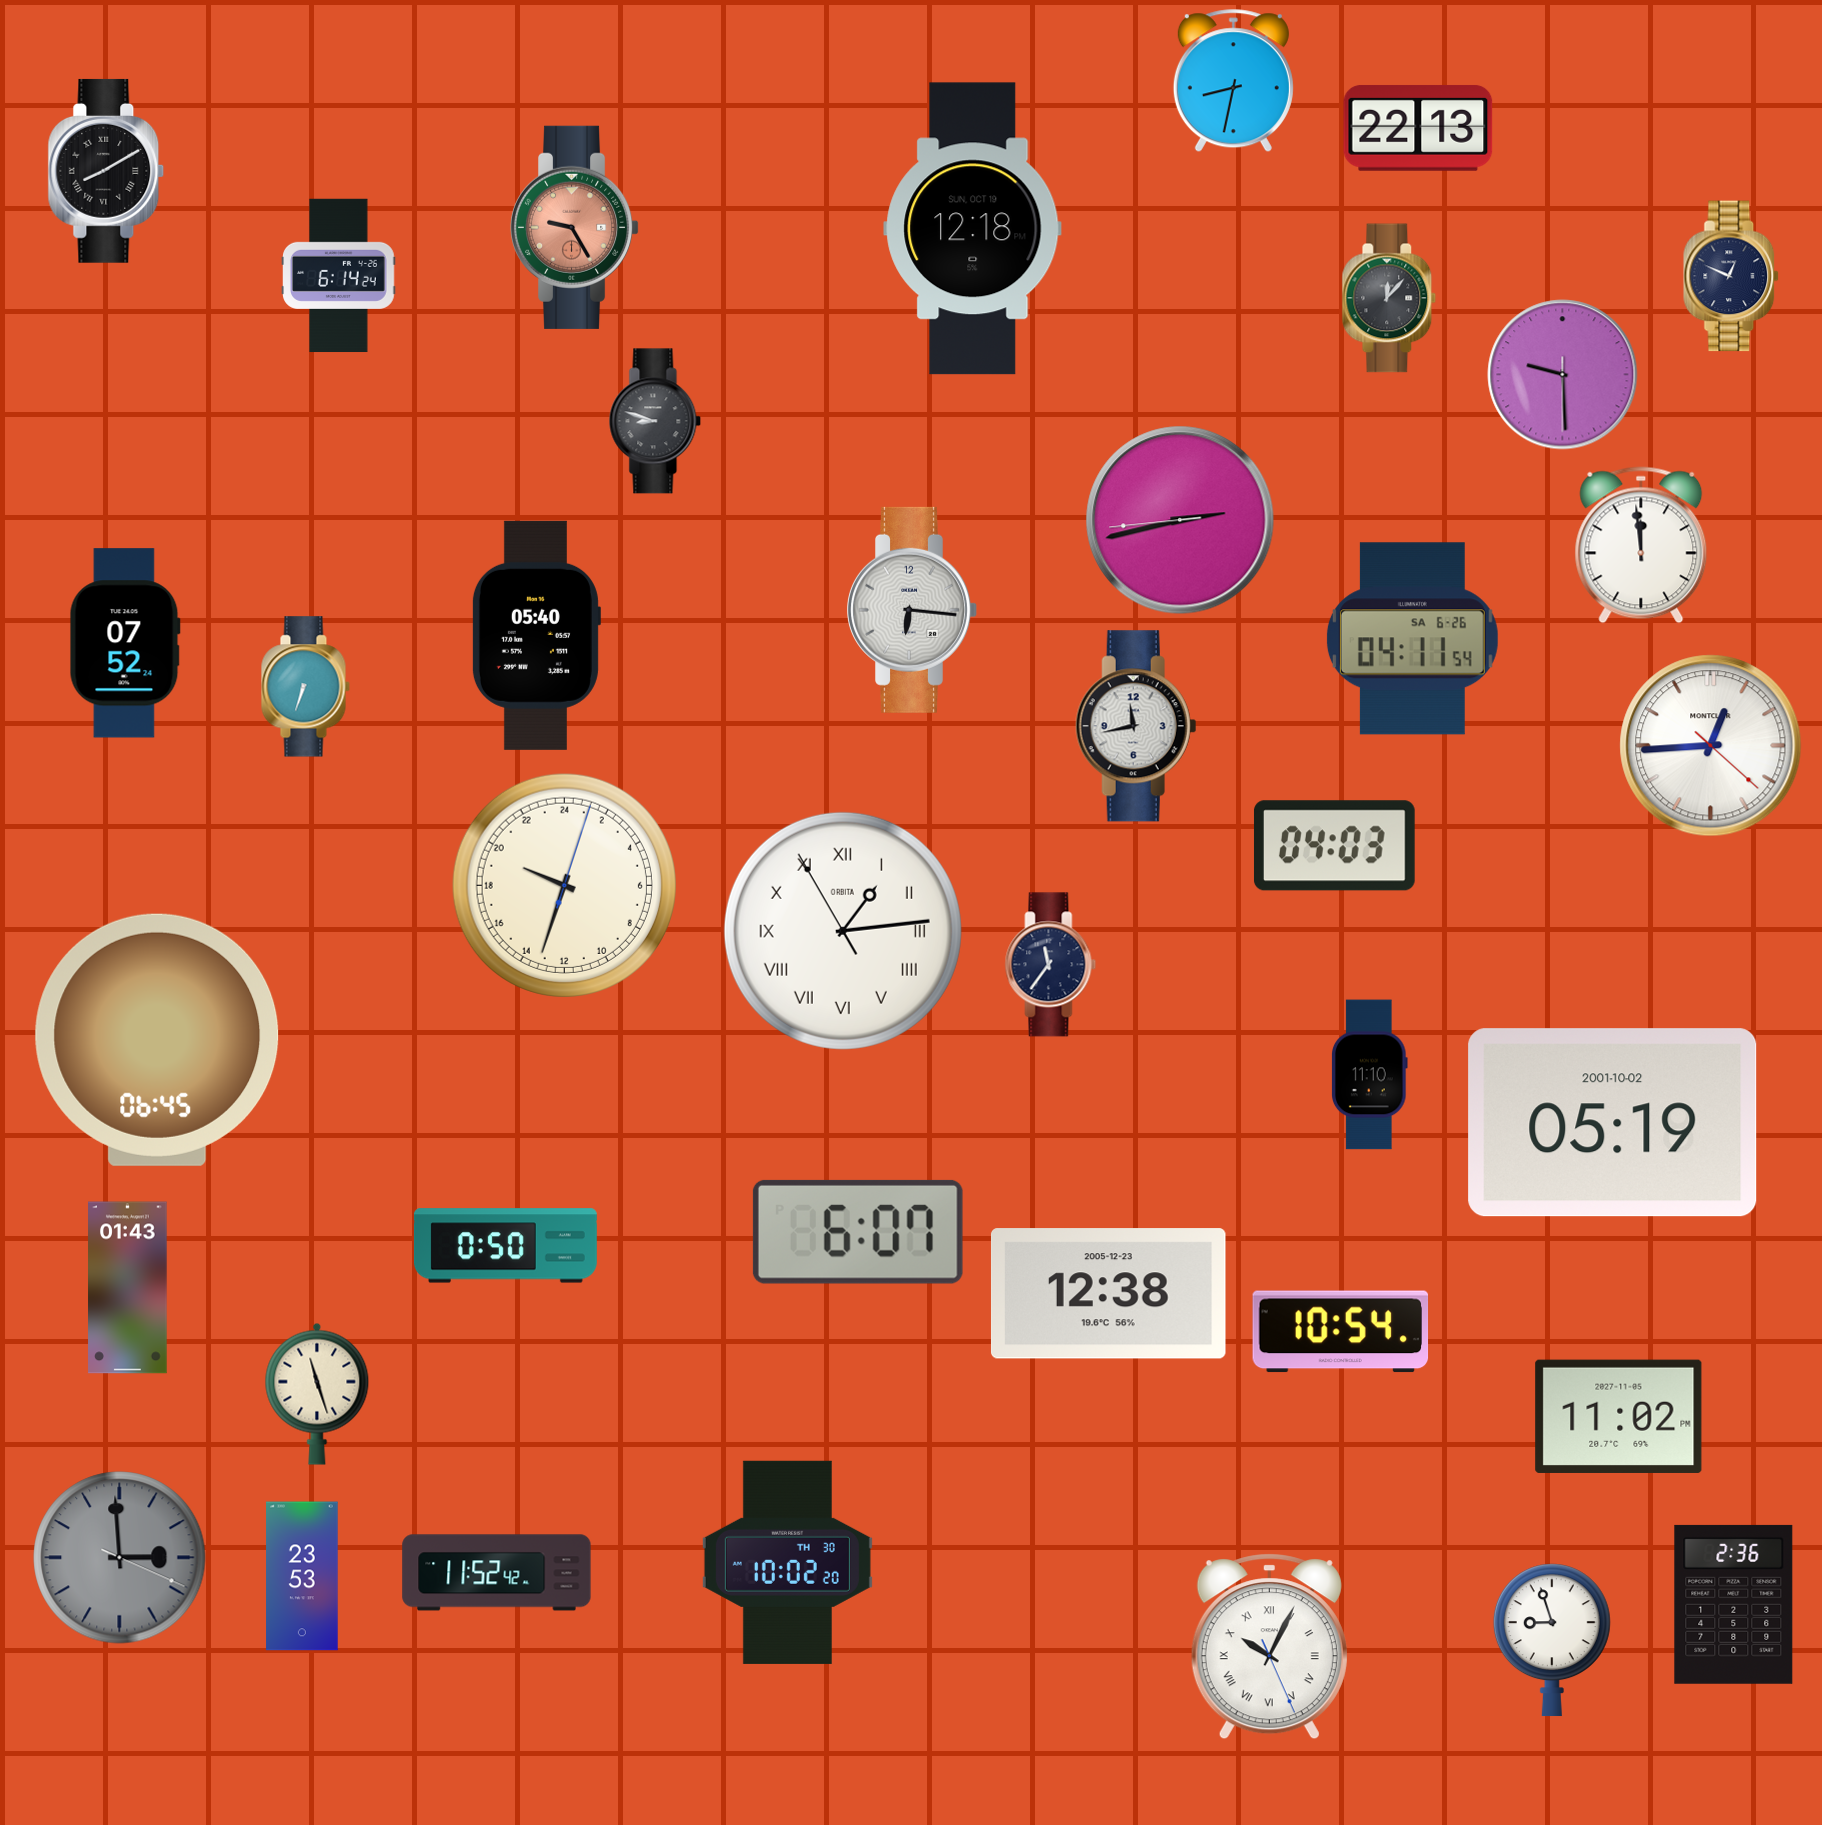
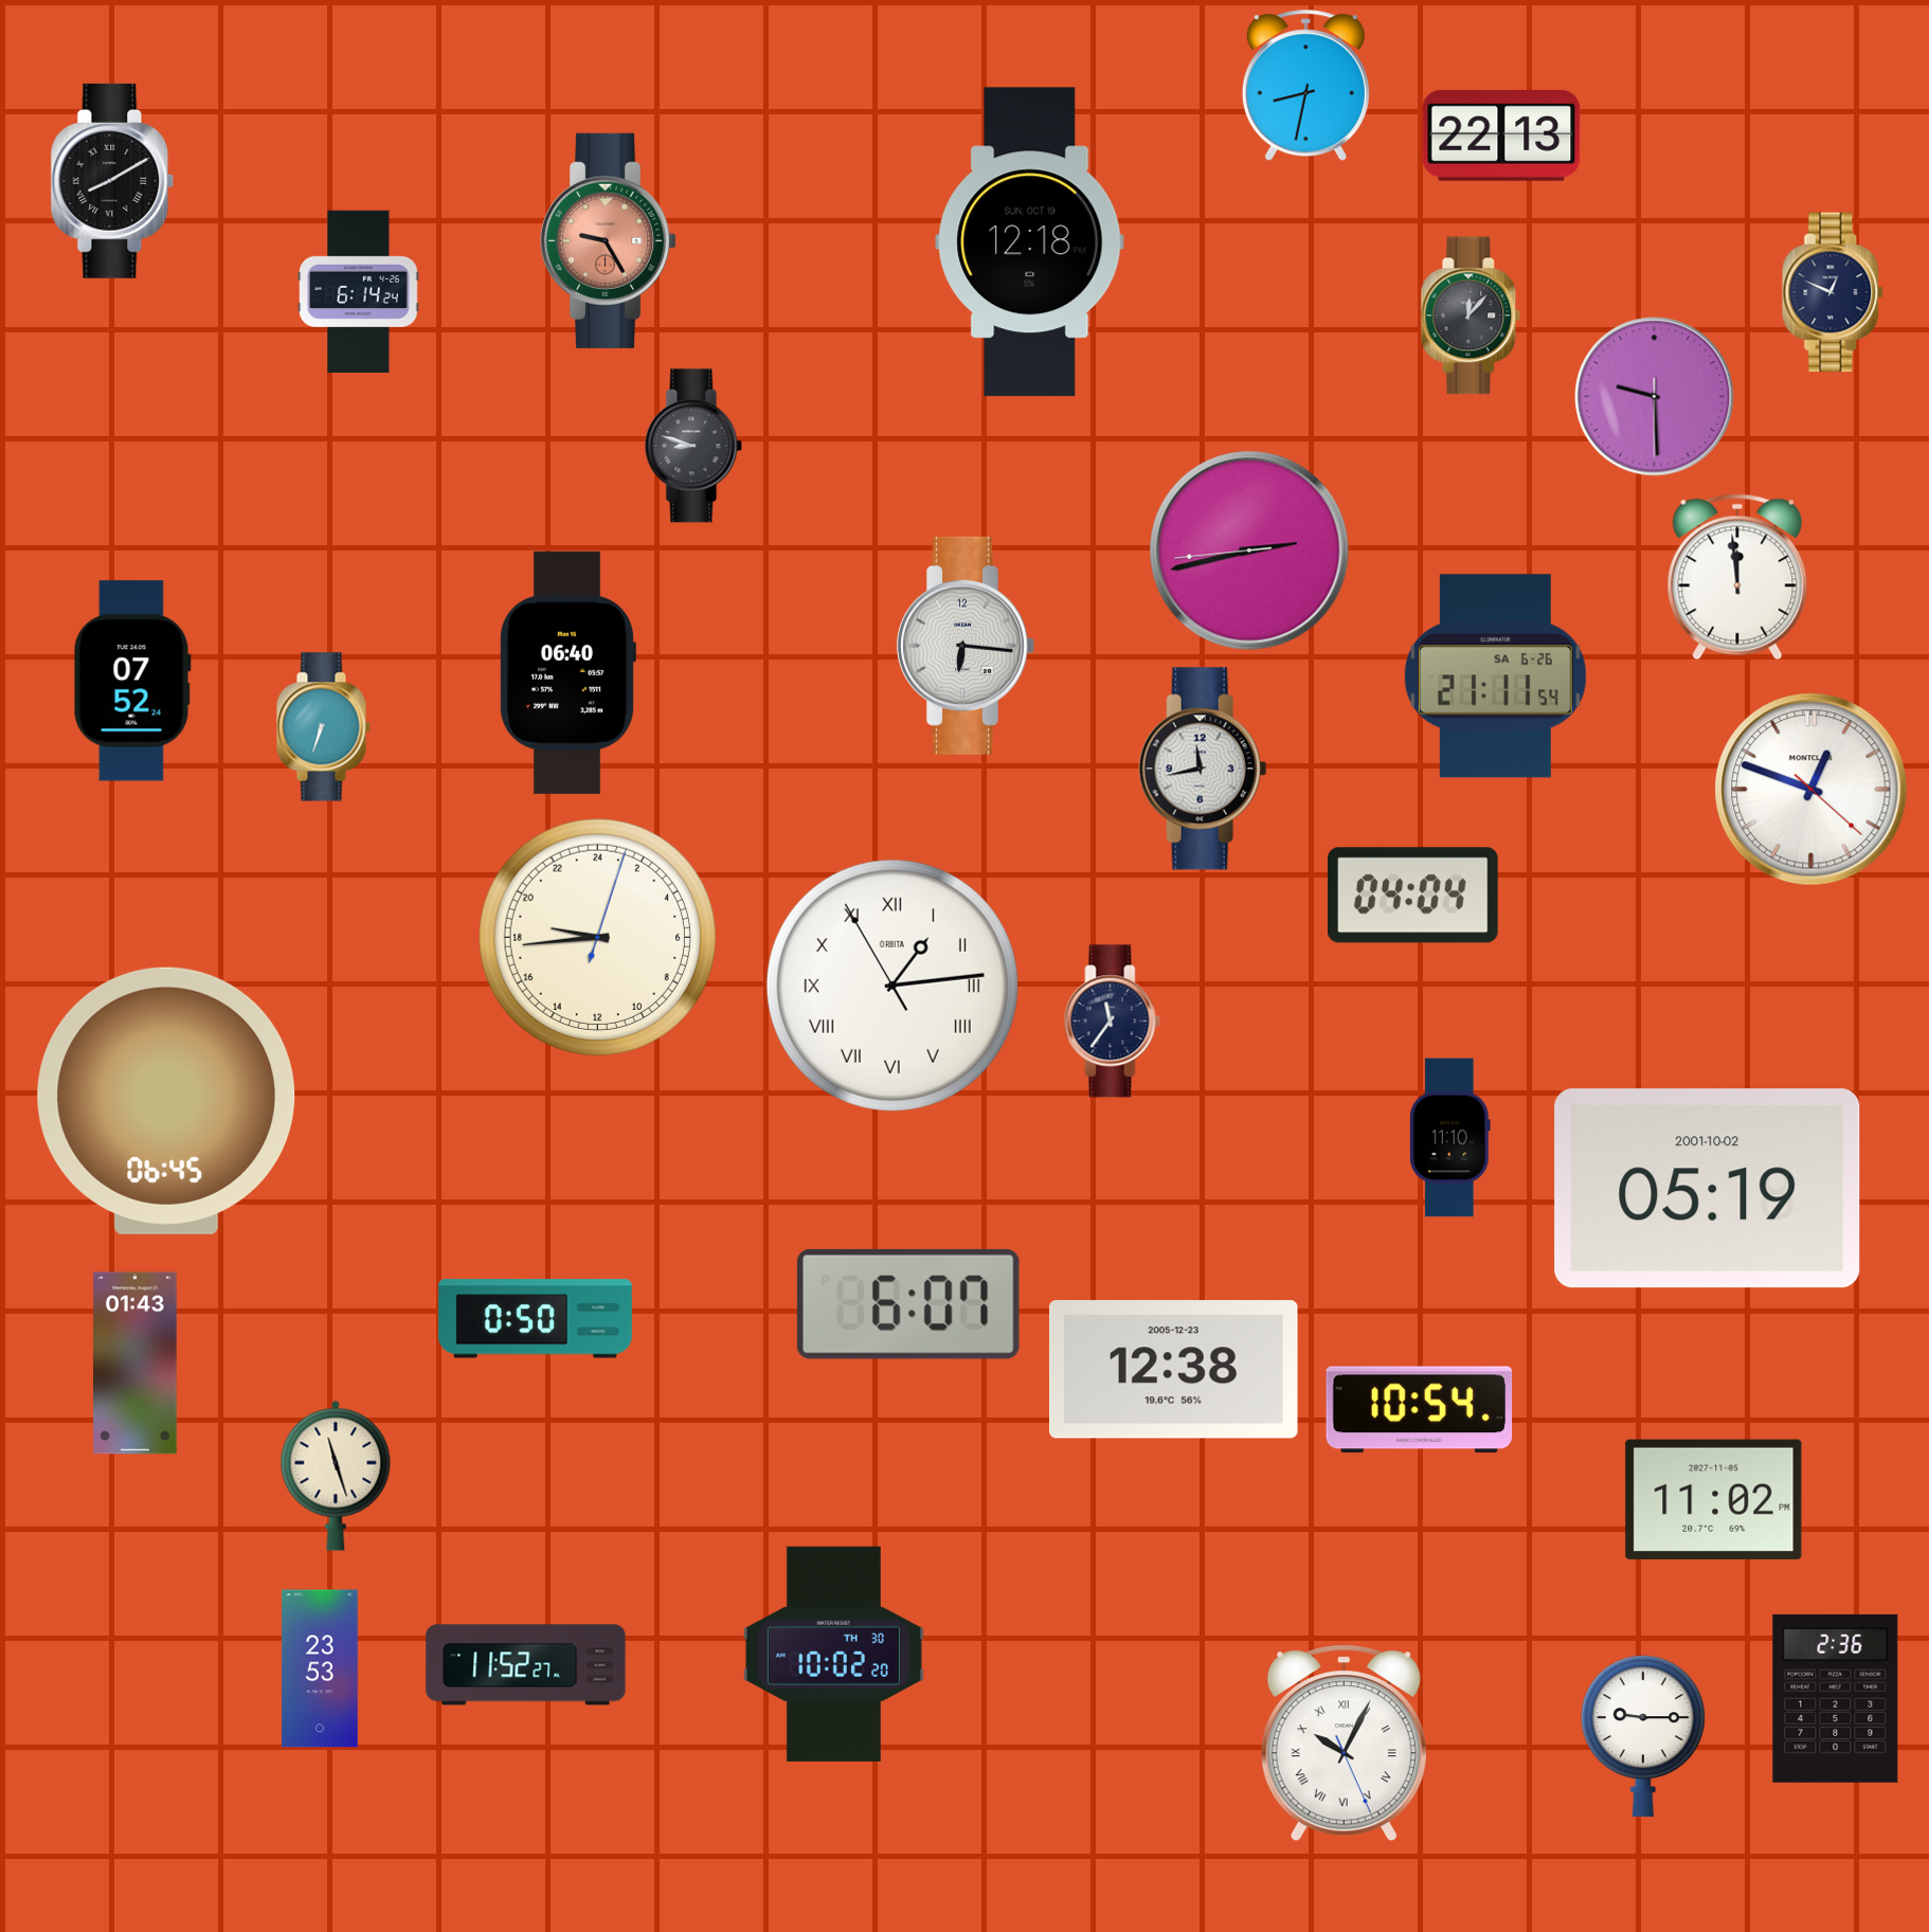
clock at (536, 635): 05:40 -> 06:40
clock at (1412, 639): 04:11 -> 21:11
clock at (1711, 746): 12:44 -> 12:48
clock at (1334, 846): 04:03 -> 04:04
clock at (564, 885): 19:33 -> 18:44
clock at (120, 1558): 2:59 -> none
clock at (497, 1573): 11:52:42 -> 11:52:27
clock at (1552, 1640): 8:57 -> 9:15
